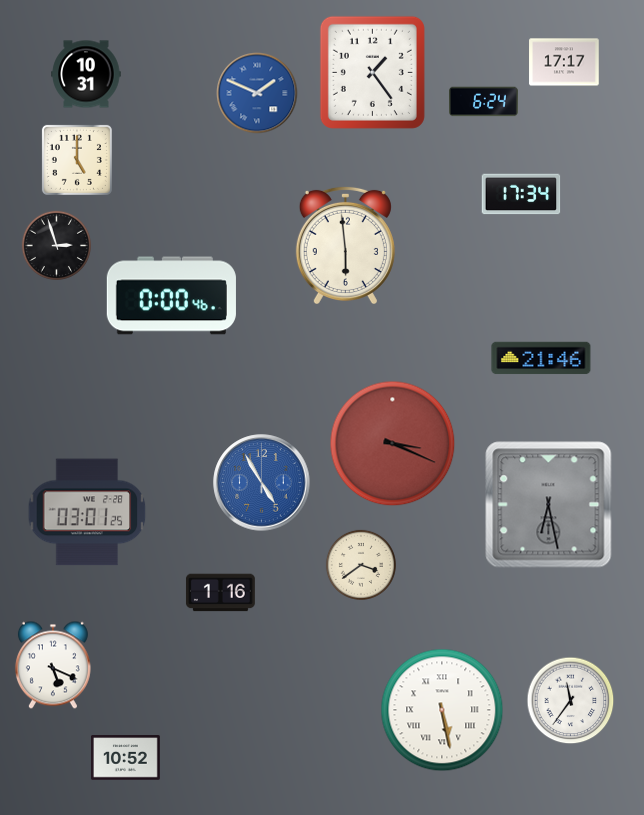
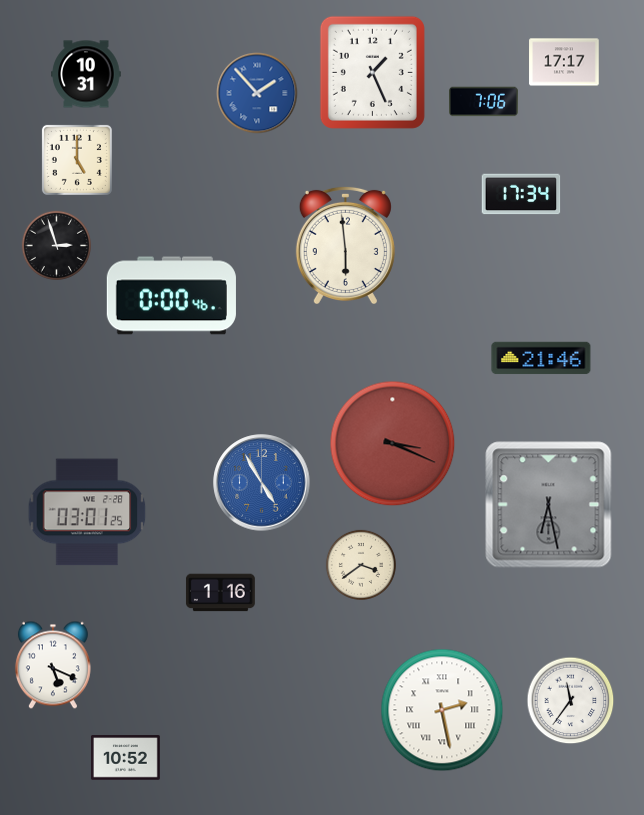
clock at (372, 72): 1:24 -> 1:26
clock at (257, 93): 1:49 -> 1:53
clock at (484, 102): 6:24 -> 7:06
clock at (442, 710): 5:28 -> 2:28
